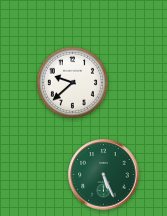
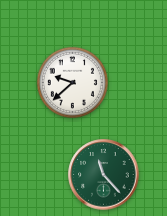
clock at (104, 175): 5:26 -> 11:23
